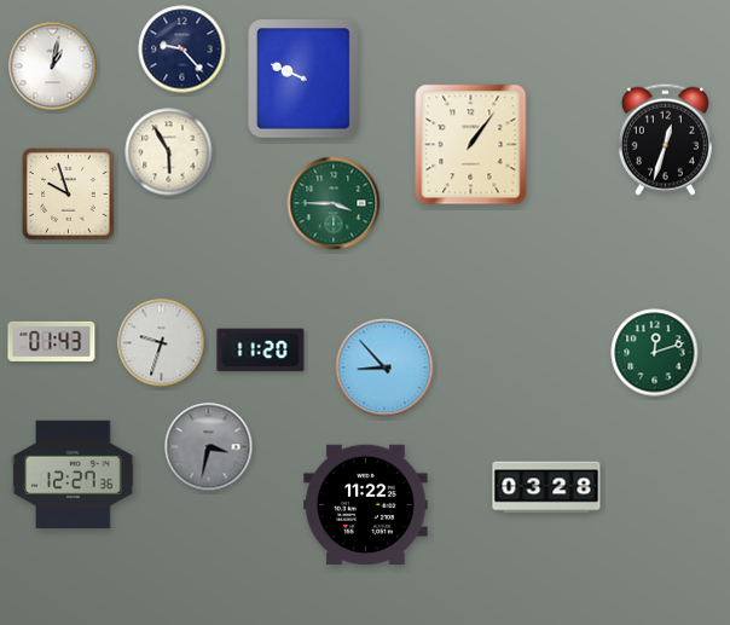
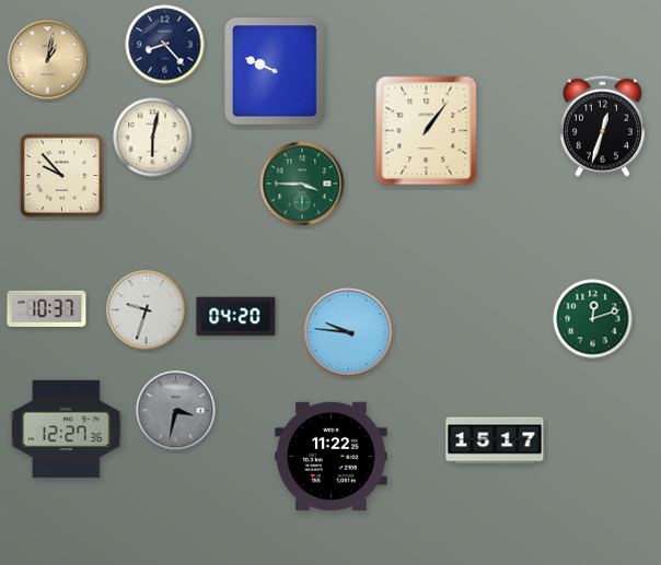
clock at (182, 50): 9:23 -> 8:23
clock at (53, 66) dial: white -> champagne
clock at (169, 152): 5:55 -> 6:02
clock at (69, 195): 9:57 -> 9:53
clock at (52, 341): 01:43 -> 10:37
clock at (261, 351): 11:20 -> 04:20
clock at (384, 368): 8:53 -> 9:46
clock at (209, 447) position: (209, 447) -> (176, 411)
clock at (546, 487): 03:28 -> 15:17
